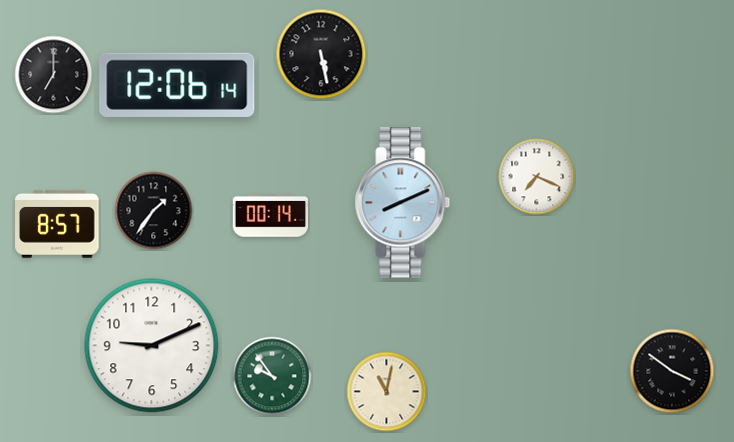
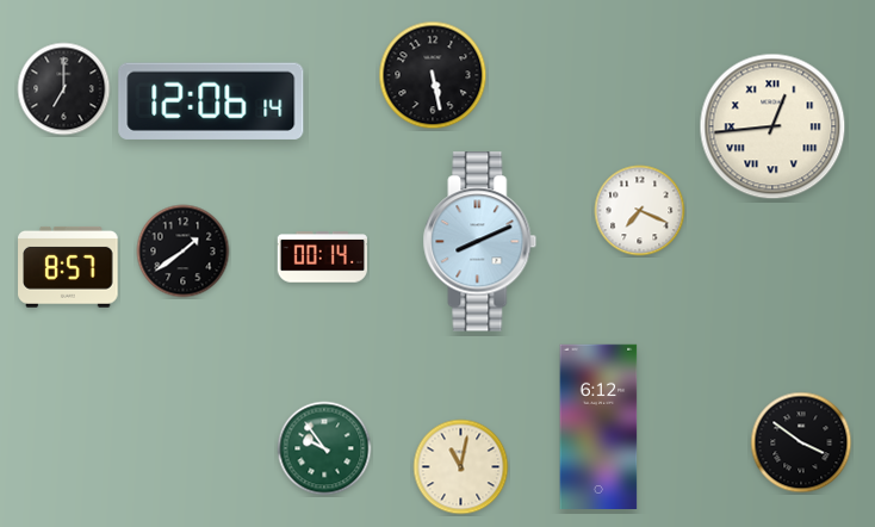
clock at (321, 54) position: (321, 54) -> (433, 75)
clock at (772, 126): none -> 12:44
clock at (154, 211): 1:36 -> 1:39
clock at (152, 346): 9:11 -> none
clock at (598, 426): none -> 6:12
